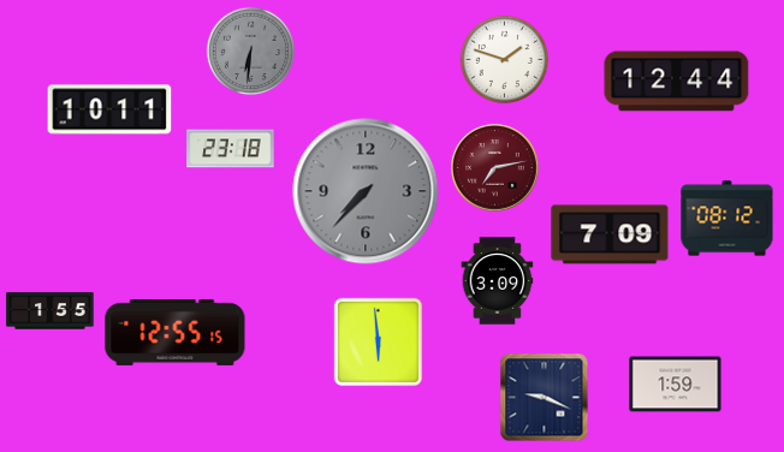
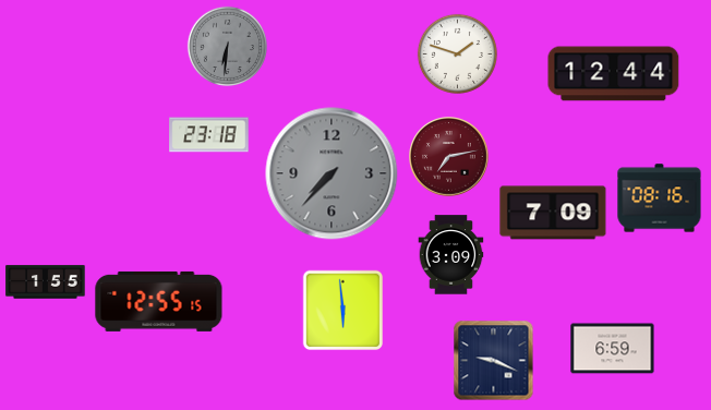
clock at (109, 109): 10:11 -> none
clock at (495, 168) position: (495, 168) -> (449, 157)
clock at (727, 219): 08:12 -> 08:16
clock at (676, 385): 1:59 -> 6:59
